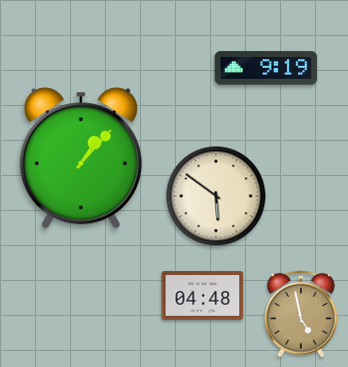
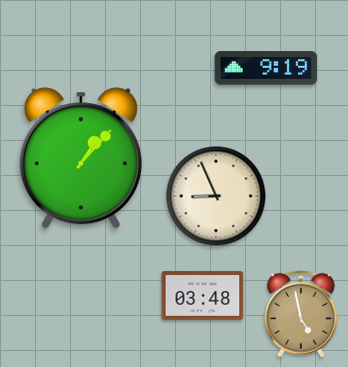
clock at (216, 196): 5:51 -> 8:56
clock at (203, 296): 04:48 -> 03:48
